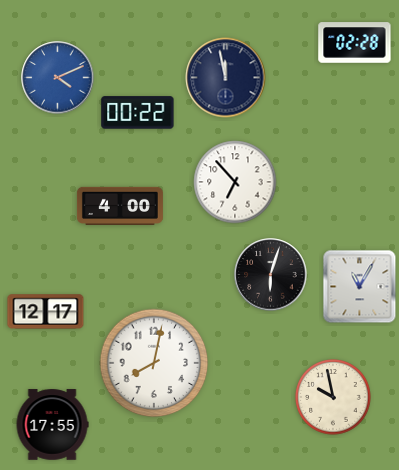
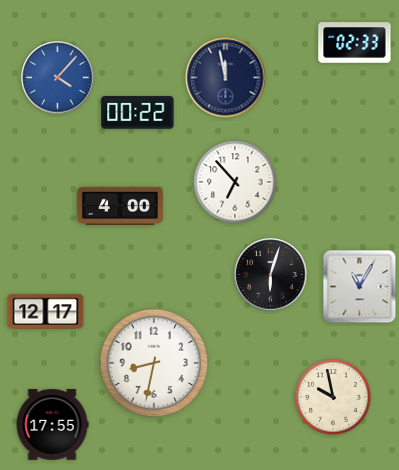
clock at (355, 43): 02:28 -> 02:33
clock at (58, 78): 4:11 -> 4:07
clock at (154, 363): 8:02 -> 8:32
